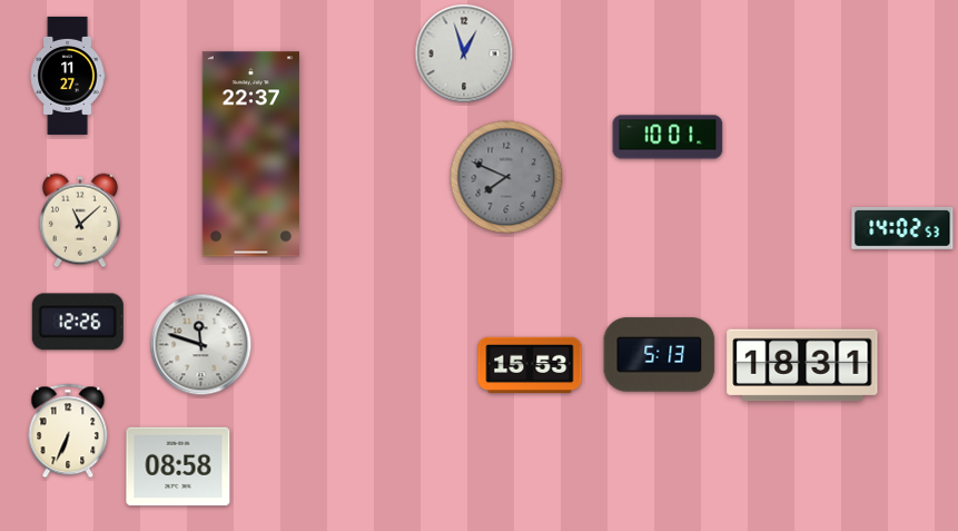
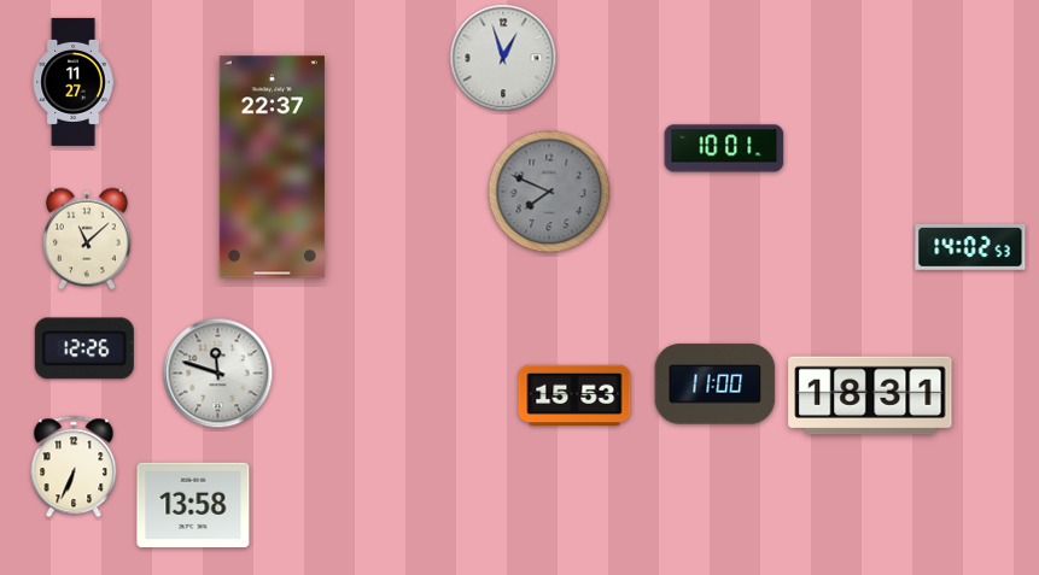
clock at (902, 228) position: (902, 228) -> (970, 247)
clock at (660, 355): 5:13 -> 11:00
clock at (178, 466): 08:58 -> 13:58
